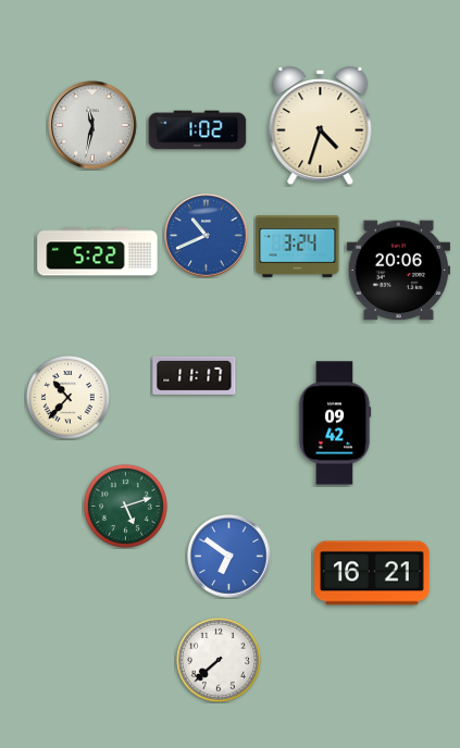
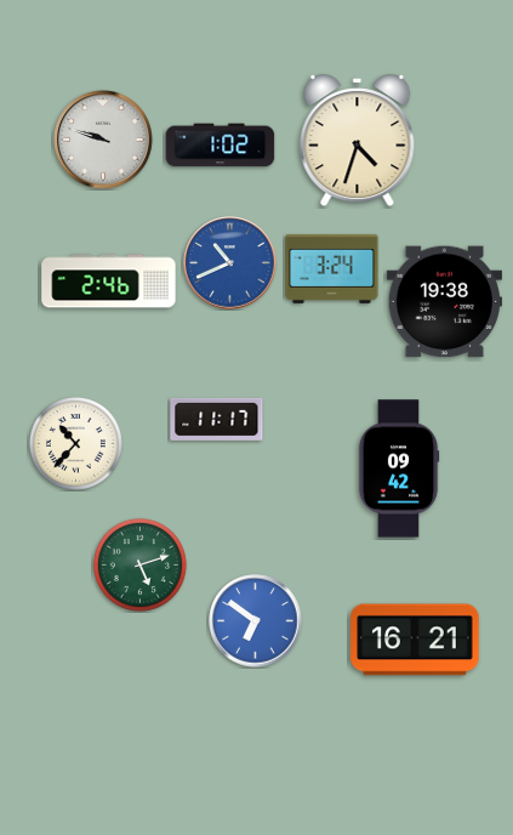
clock at (94, 126): 11:32 -> 9:48
clock at (298, 246) position: (298, 246) -> (332, 268)
clock at (98, 252): 5:22 -> 2:46
clock at (398, 271): 20:06 -> 19:38
clock at (335, 423) position: (335, 423) -> (399, 468)
clock at (219, 660): 7:38 -> none
